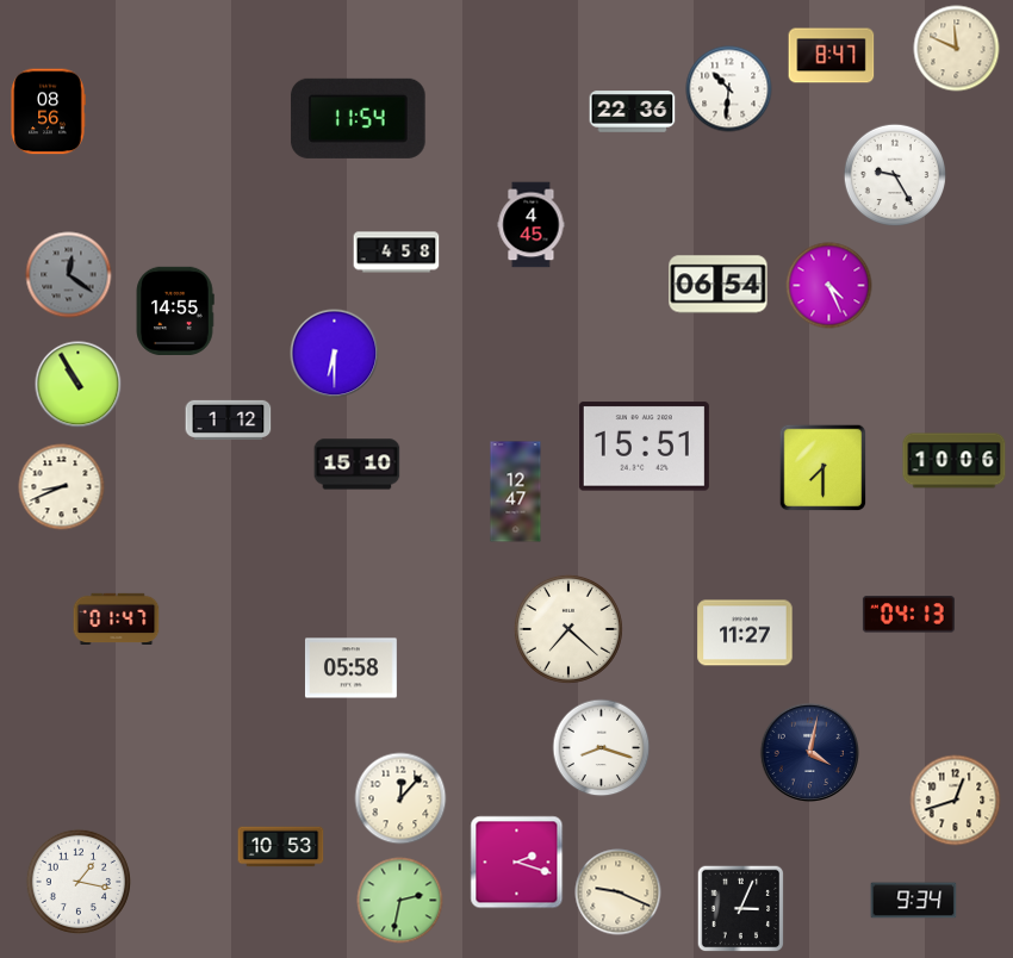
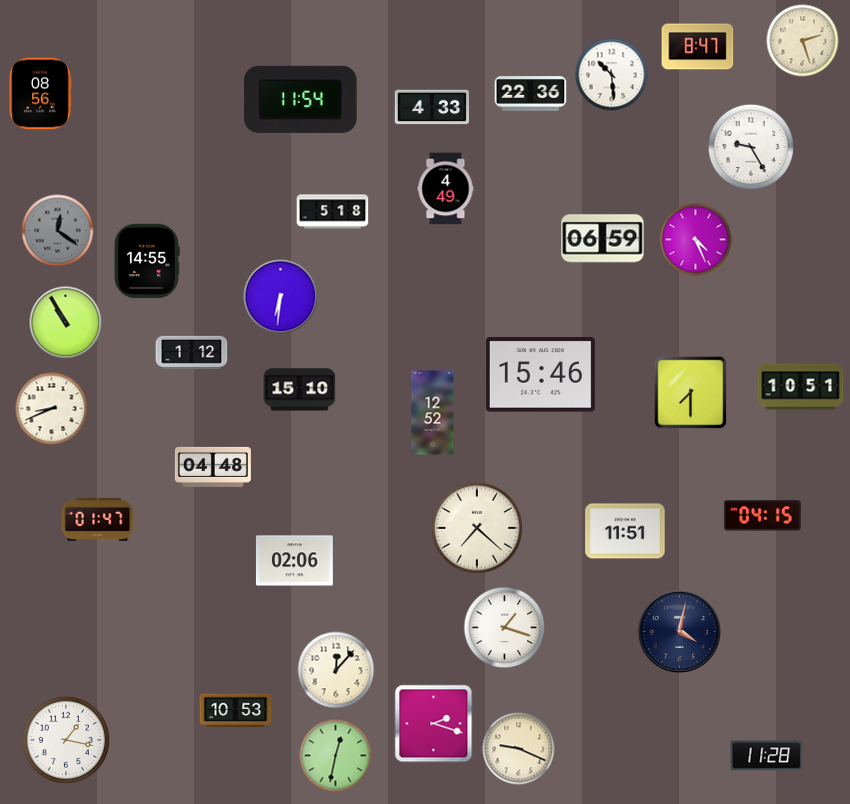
clock at (957, 49): 11:49 -> 2:27
clock at (729, 89): 10:31 -> 10:29
clock at (432, 107): none -> 4:33
clock at (532, 225): 4:45 -> 4:49
clock at (397, 253): 4:58 -> 5:18
clock at (719, 285): 06:54 -> 06:59
clock at (335, 354): 6:30 -> 6:31
clock at (644, 447): 15:51 -> 15:46
clock at (955, 461): 10:06 -> 10:51
clock at (516, 492): 12:47 -> 12:52
clock at (213, 467): none -> 04:48
clock at (908, 615): 04:13 -> 04:15
clock at (745, 633): 11:27 -> 11:51
clock at (350, 668): 05:58 -> 02:06
clock at (602, 748): 8:18 -> 1:18
clock at (956, 801): 12:42 -> none
clock at (400, 901): 2:32 -> 12:32
clock at (914, 901): 9:34 -> 11:28
clock at (741, 909): 3:04 -> none
